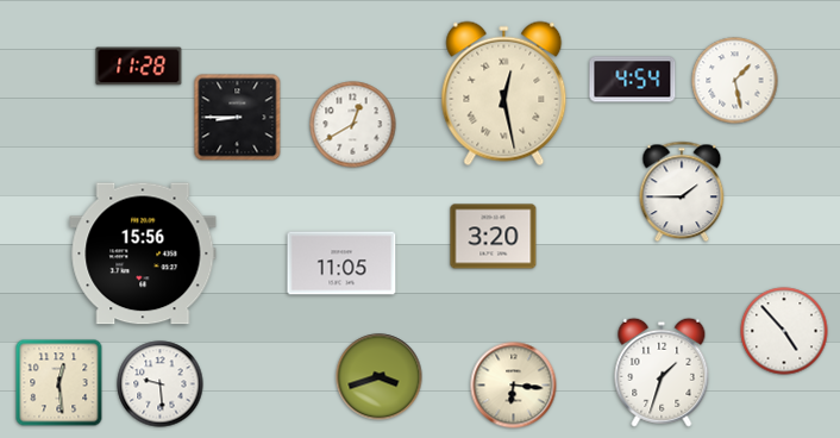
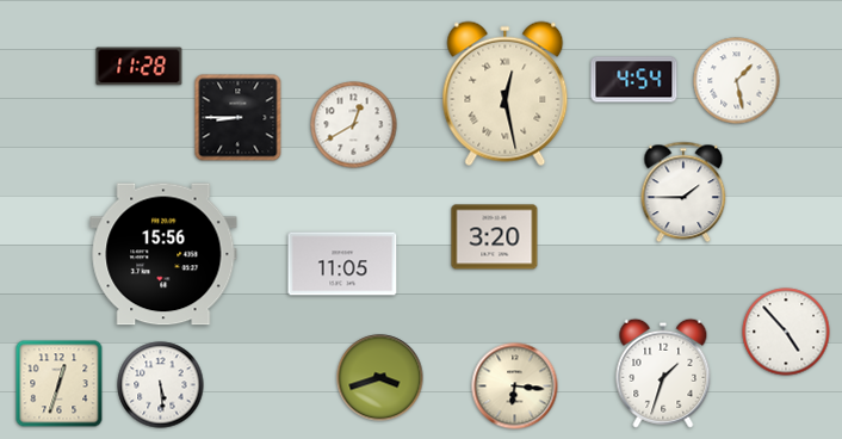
clock at (143, 254) position: (143, 254) -> (163, 254)
clock at (59, 383): 12:29 -> 12:33
clock at (161, 384): 9:29 -> 5:29
